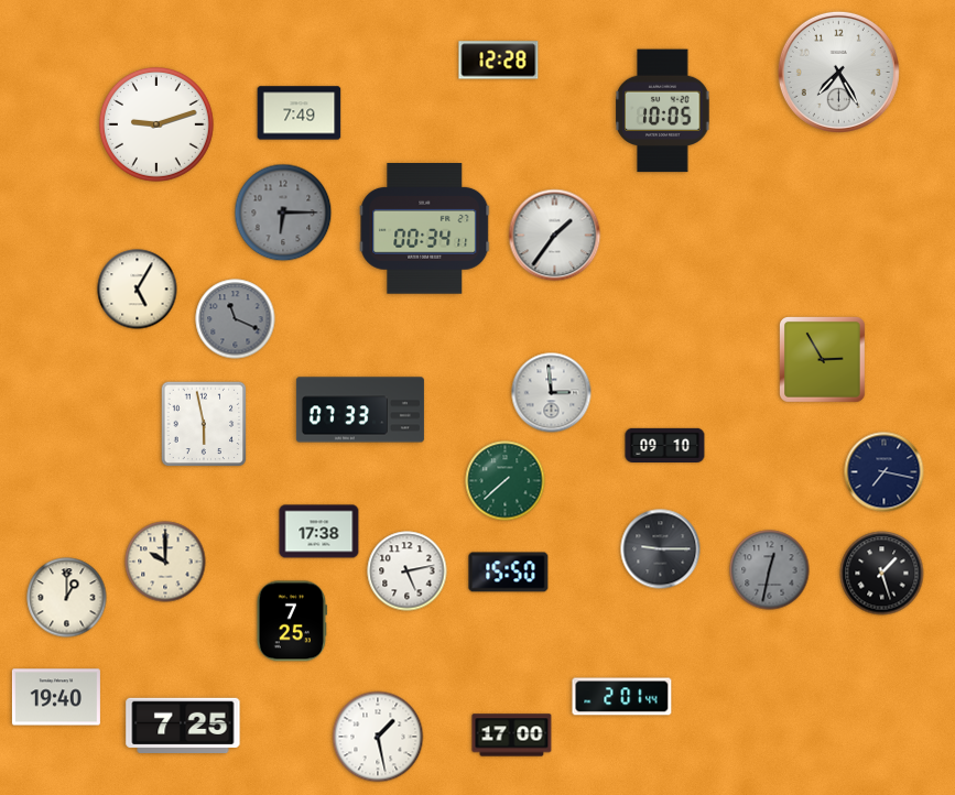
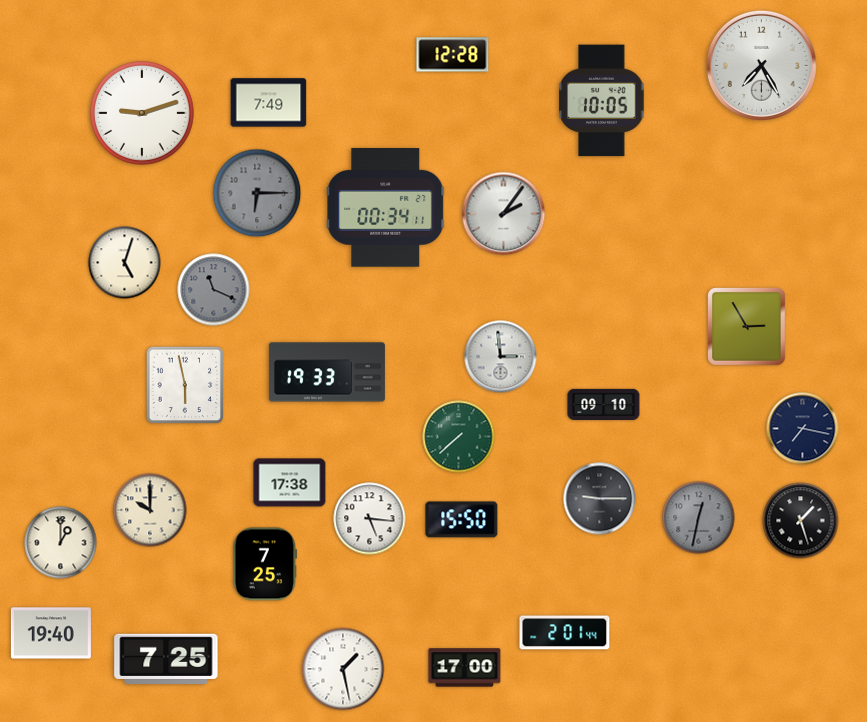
clock at (300, 113) position: (300, 113) -> (269, 103)
clock at (555, 236): 1:36 -> 2:06
clock at (138, 290): 5:05 -> 5:03
clock at (360, 410): 07:33 -> 19:33
clock at (408, 571): 5:13 -> 5:16
